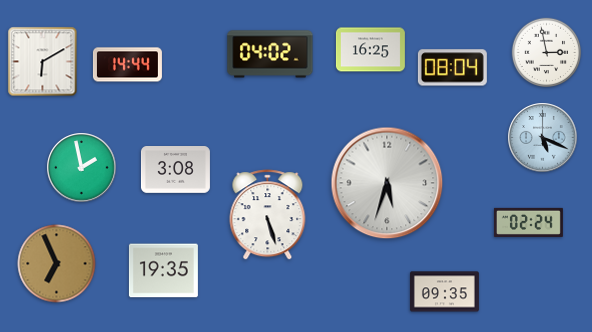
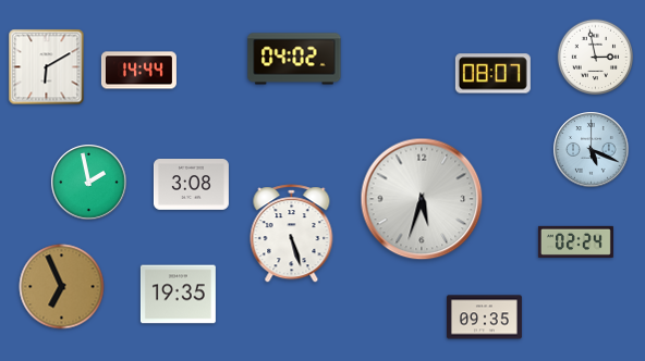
clock at (370, 50): 16:25 -> none
clock at (452, 68): 08:04 -> 08:07
